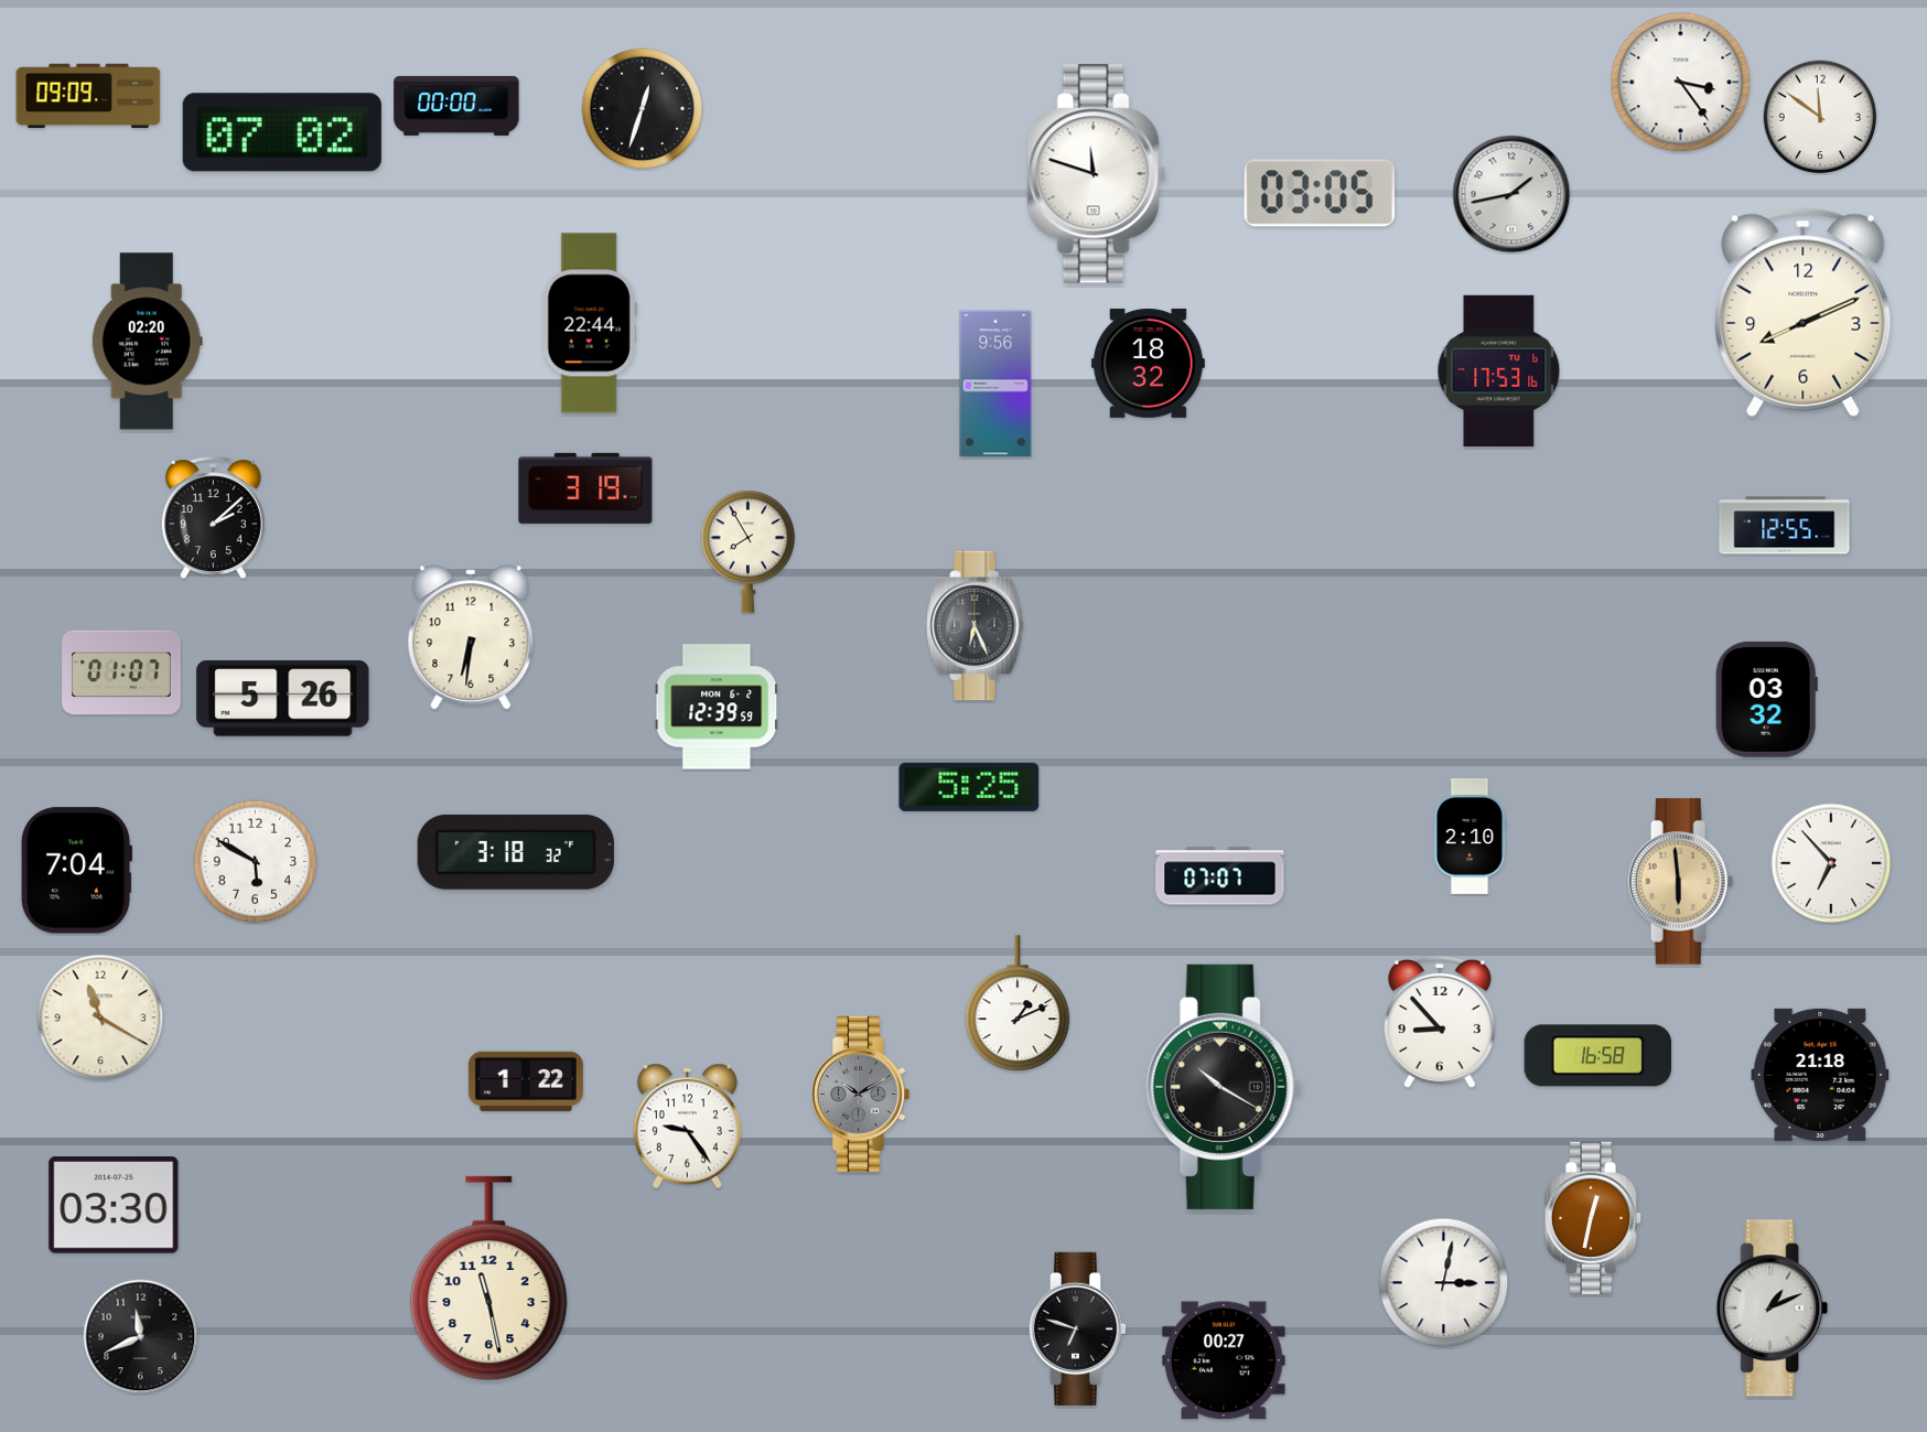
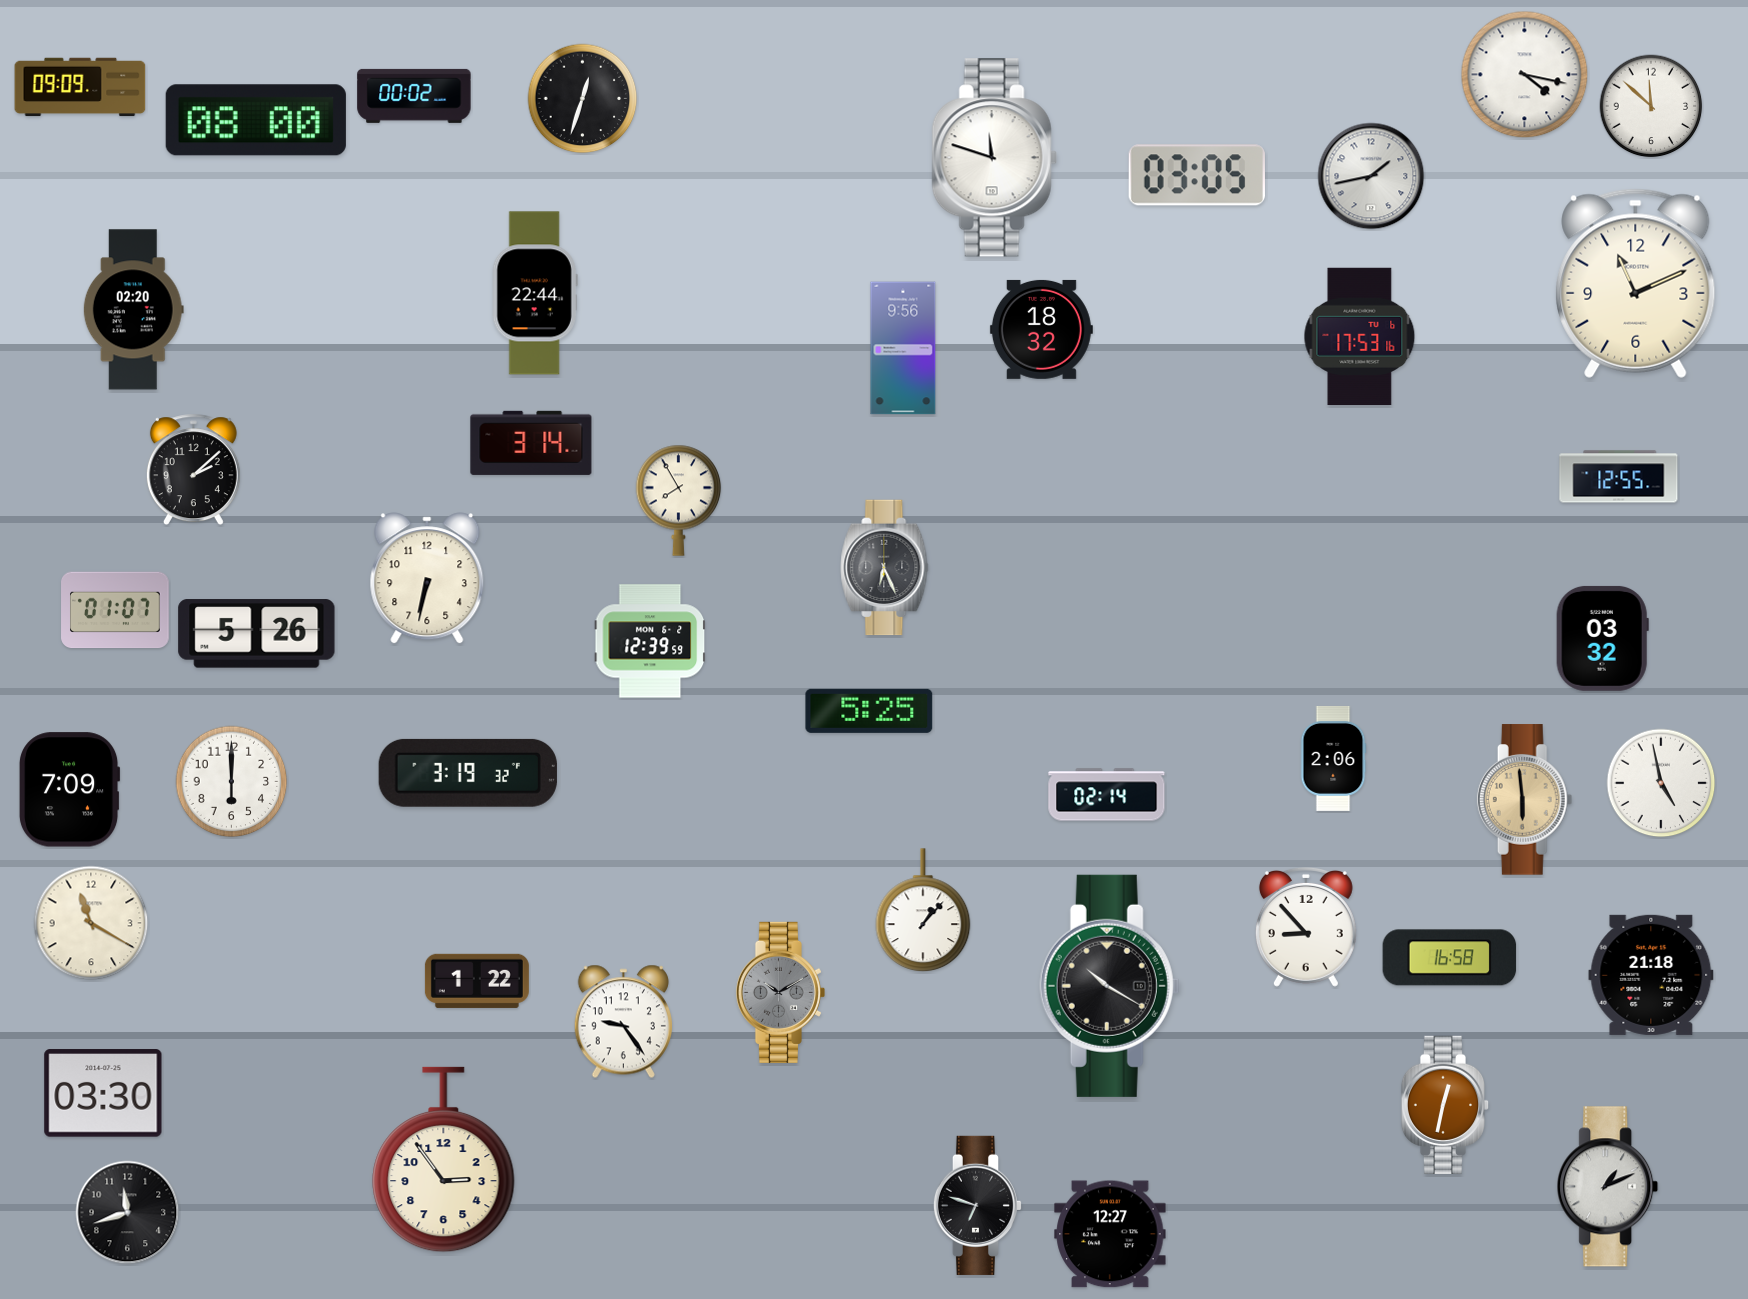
clock at (1681, 83): 3:24 -> 4:17
clock at (456, 106): 00:00 -> 00:02
clock at (1820, 117): 11:51 -> 11:52
clock at (282, 132): 07:02 -> 08:00
clock at (1804, 312): 8:11 -> 11:11
clock at (585, 488): 3:19 -> 3:14
clock at (471, 637): 6:31 -> 6:32
clock at (121, 672) position: (121, 672) -> (115, 610)
clock at (1766, 699) position: (1766, 699) -> (1602, 638)
clock at (969, 787) position: (969, 787) -> (869, 711)
clock at (1470, 836): 2:10 -> 2:06
clock at (516, 852): 3:18 -> 3:19
clock at (256, 862): 5:50 -> 6:00
clock at (1831, 863): 6:53 -> 4:58
clock at (76, 871): 7:04 -> 7:09
clock at (1220, 876): 07:07 -> 02:14
clock at (1018, 1004): 1:11 -> 1:07
clock at (489, 1279): 11:28 -> 2:54
clock at (1444, 1283): 3:02 -> none
clock at (141, 1337): 11:41 -> 11:42
clock at (1224, 1360): 00:27 -> 12:27
